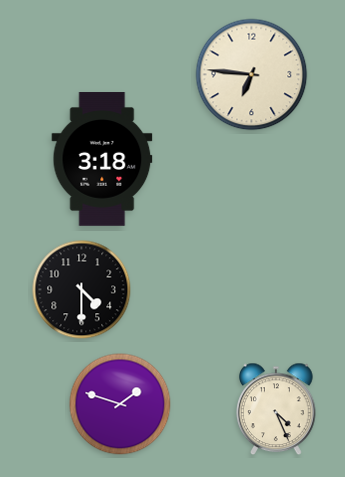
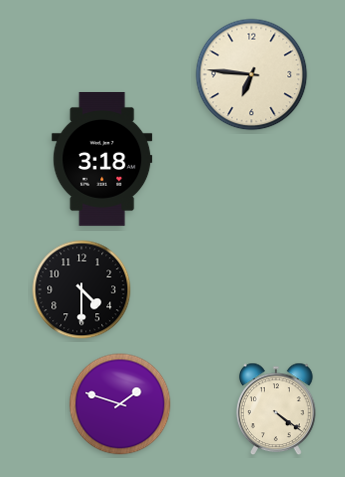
clock at (276, 409): 4:26 -> 4:21
